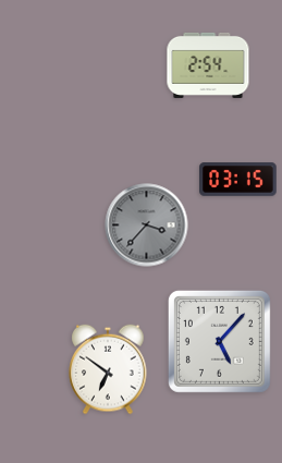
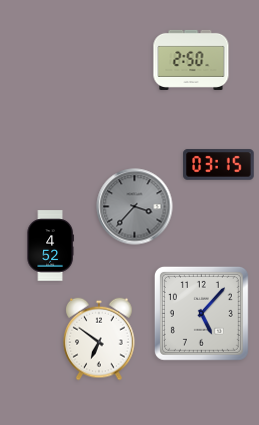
clock at (208, 65): 2:54 -> 2:50
clock at (50, 246): none -> 4:52
